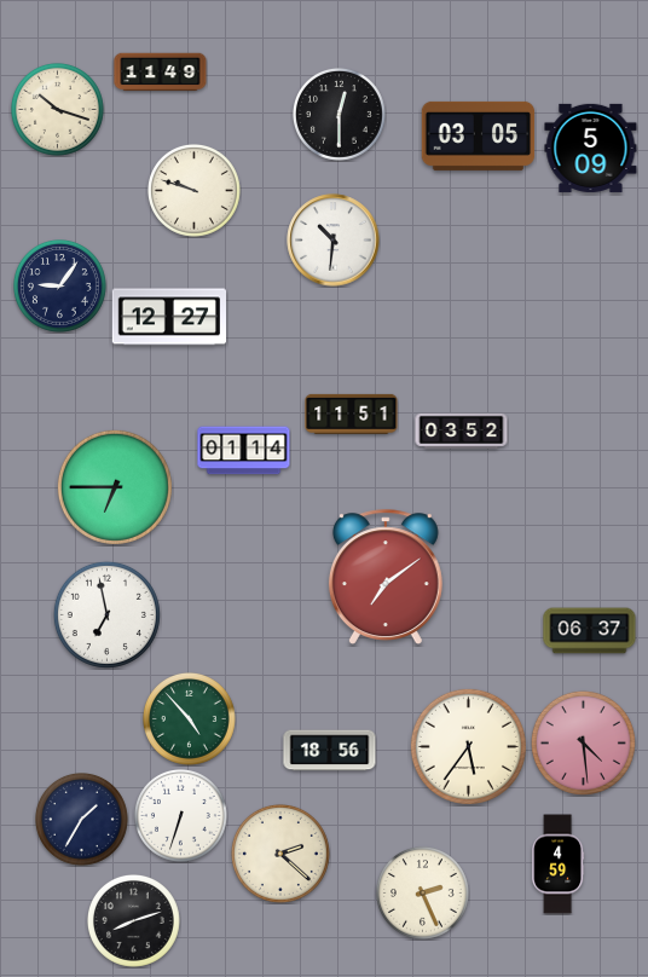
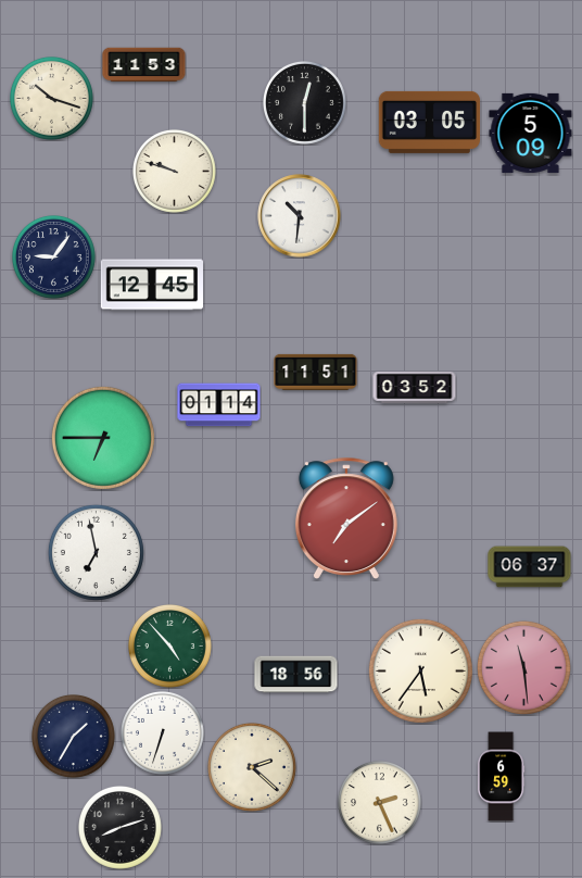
clock at (161, 73): 11:49 -> 11:53
clock at (168, 317): 12:27 -> 12:45
clock at (583, 742): 4:29 -> 11:29
clock at (559, 865): 4:59 -> 6:59
